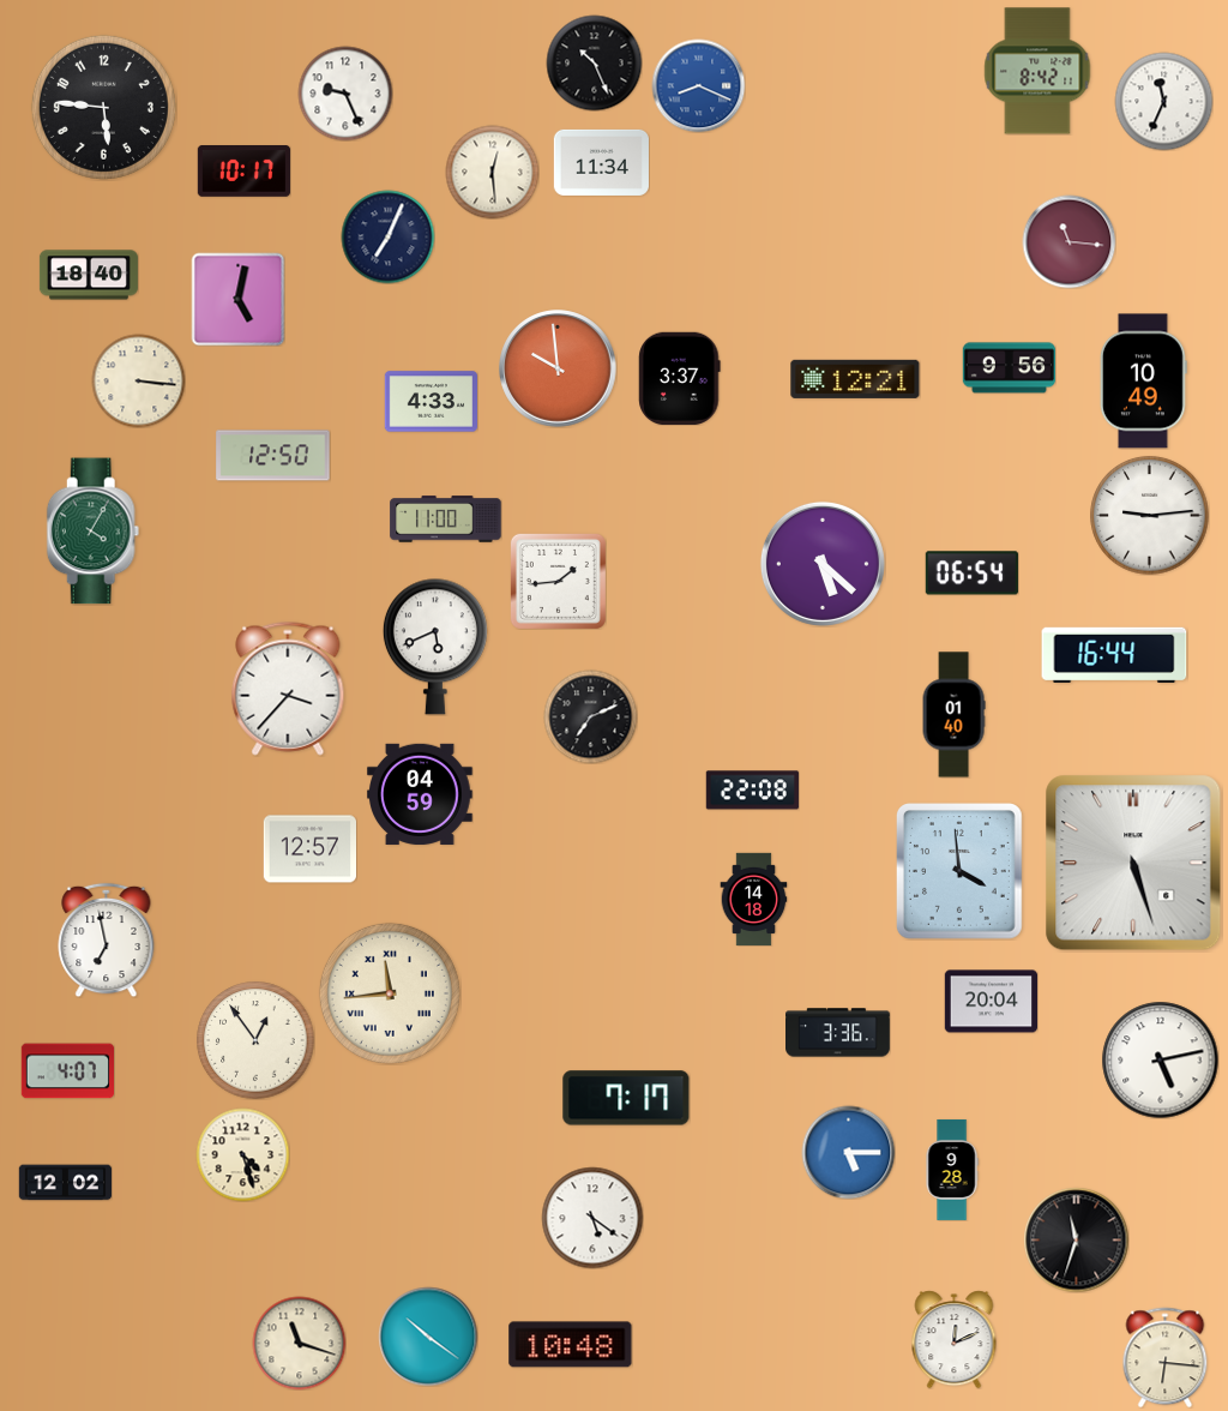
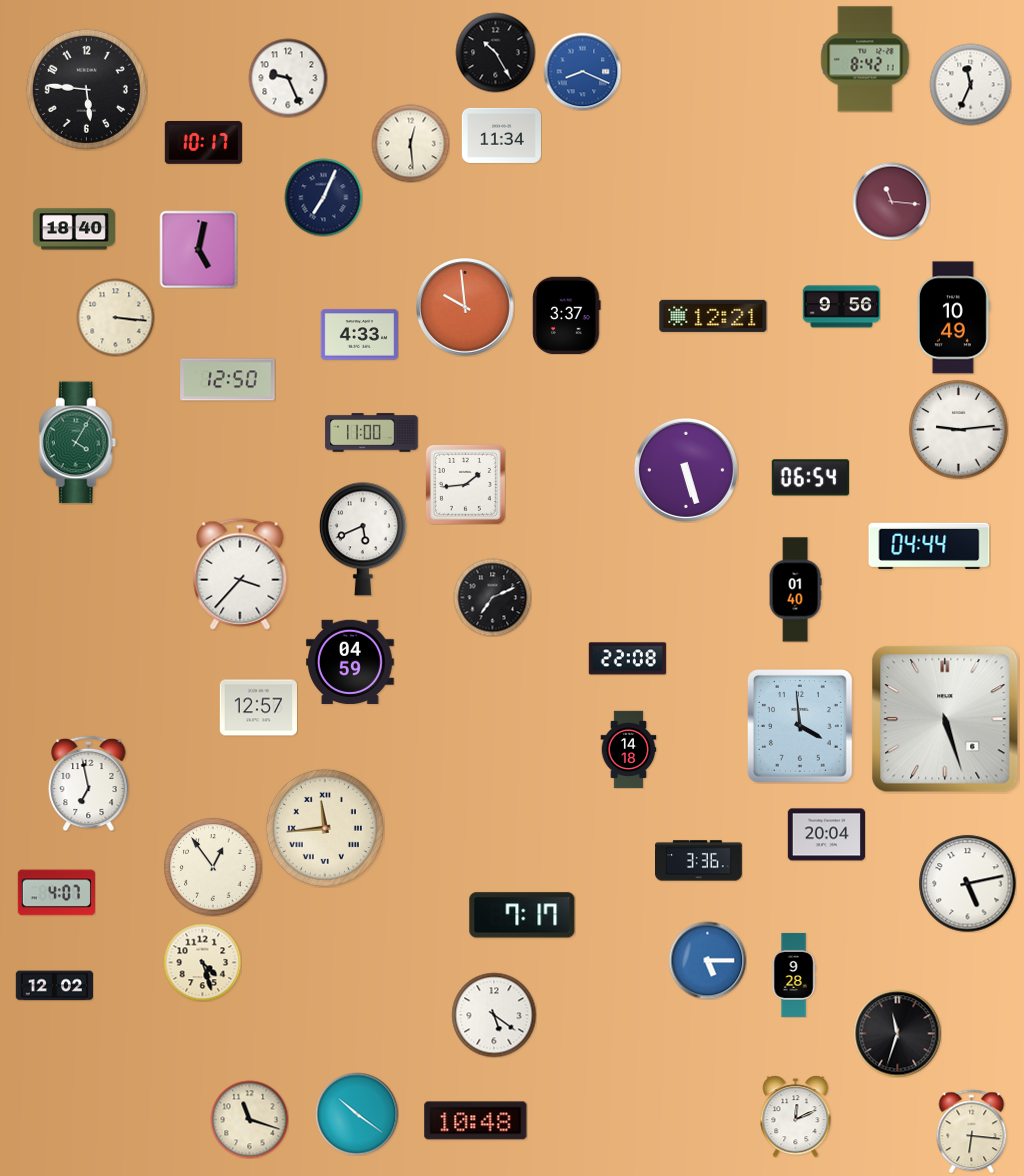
clock at (594, 62): 10:26 -> 10:25
clock at (823, 564): 5:22 -> 5:27
clock at (1114, 654): 16:44 -> 04:44
clock at (953, 715) position: (953, 715) -> (795, 590)
